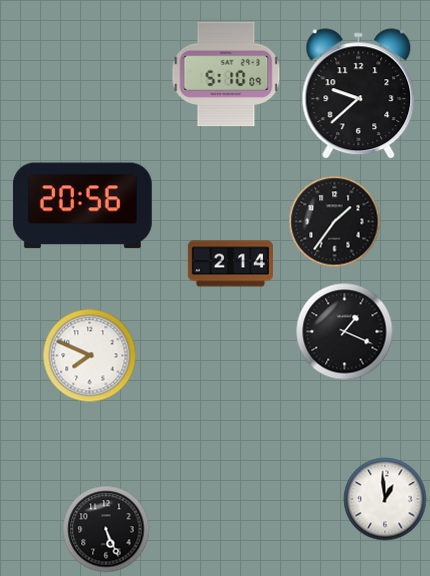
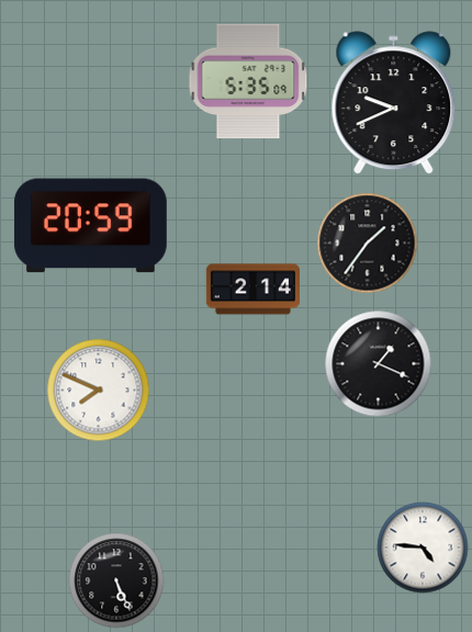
clock at (226, 74): 5:10 -> 5:35
clock at (359, 94): 9:38 -> 9:41
clock at (82, 206): 20:56 -> 20:59
clock at (385, 499): 12:59 -> 4:46
